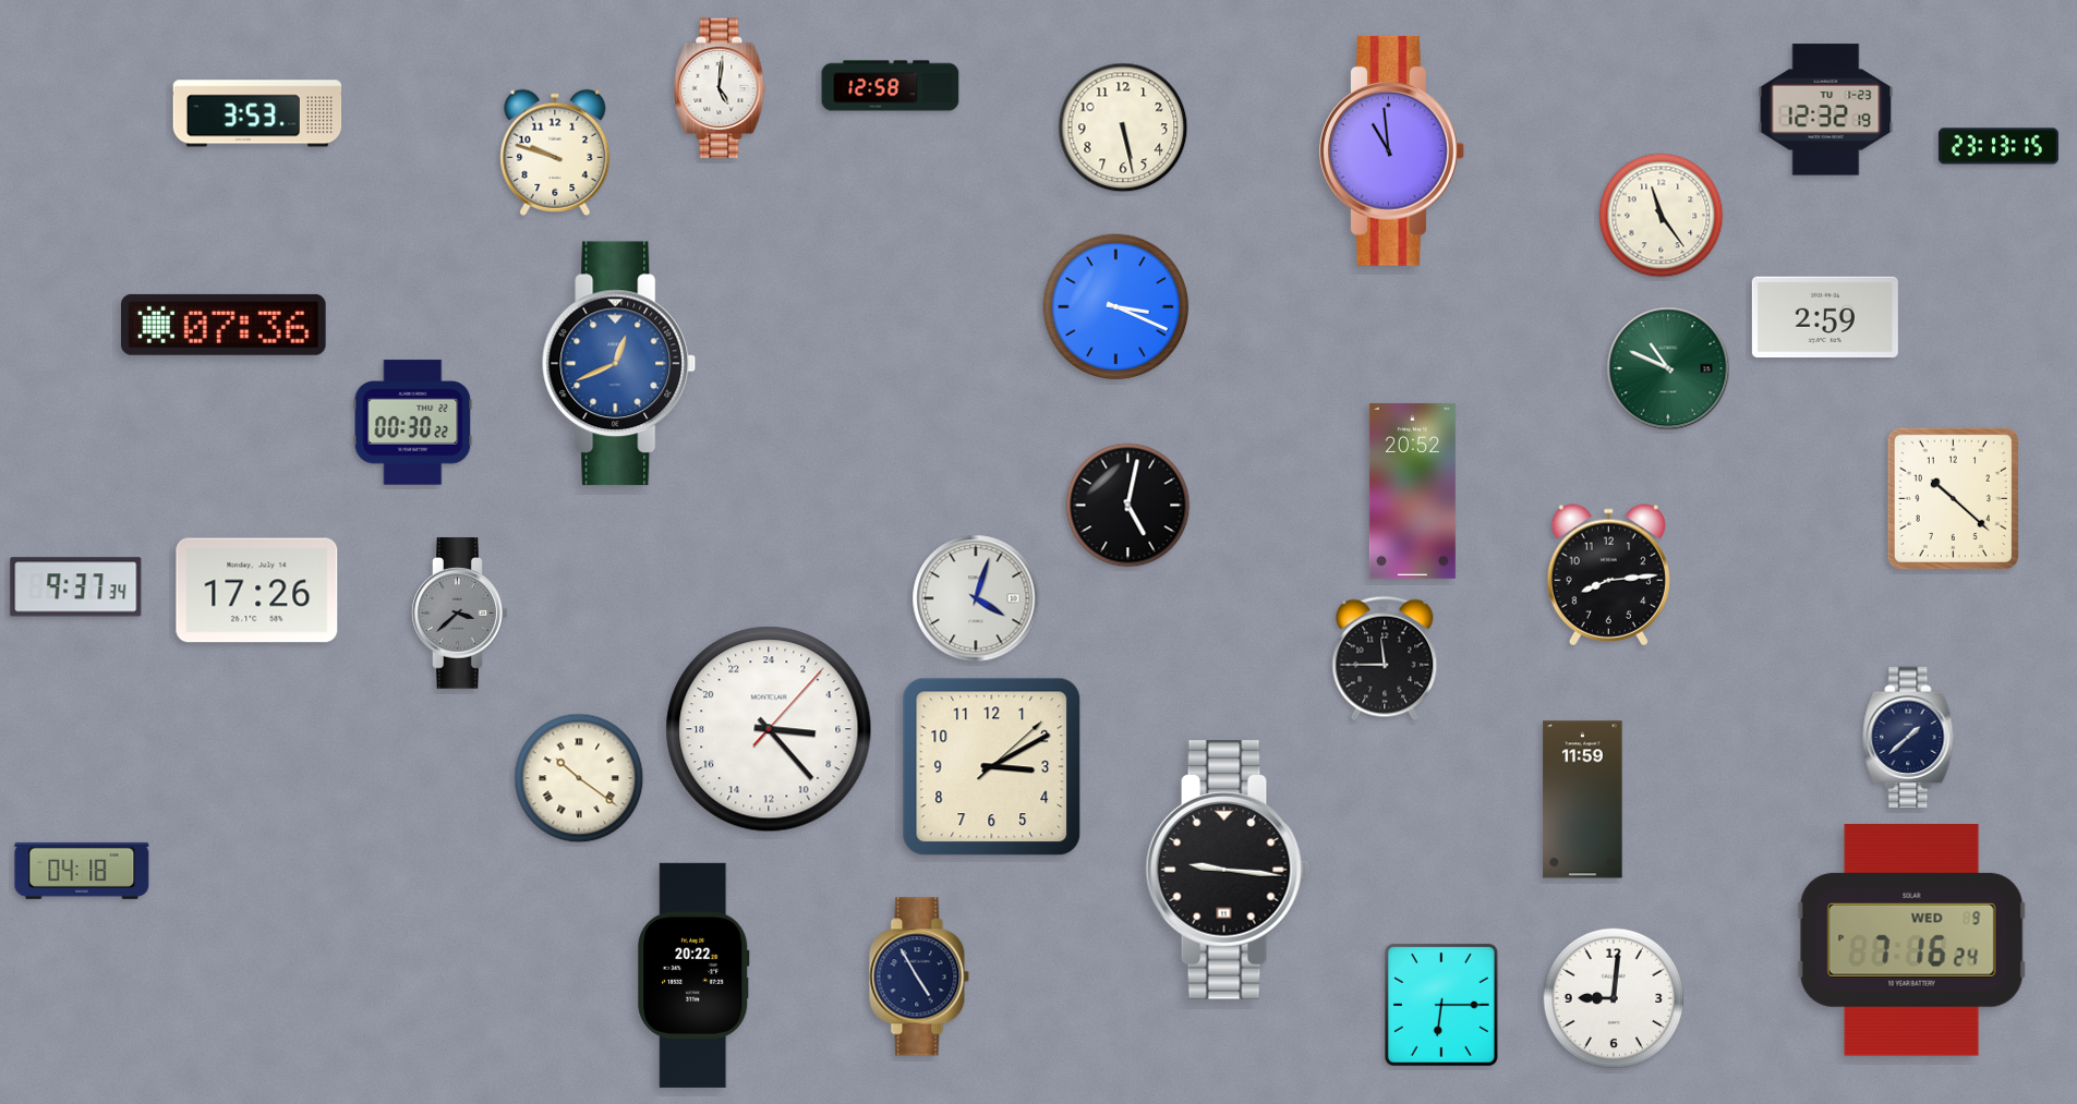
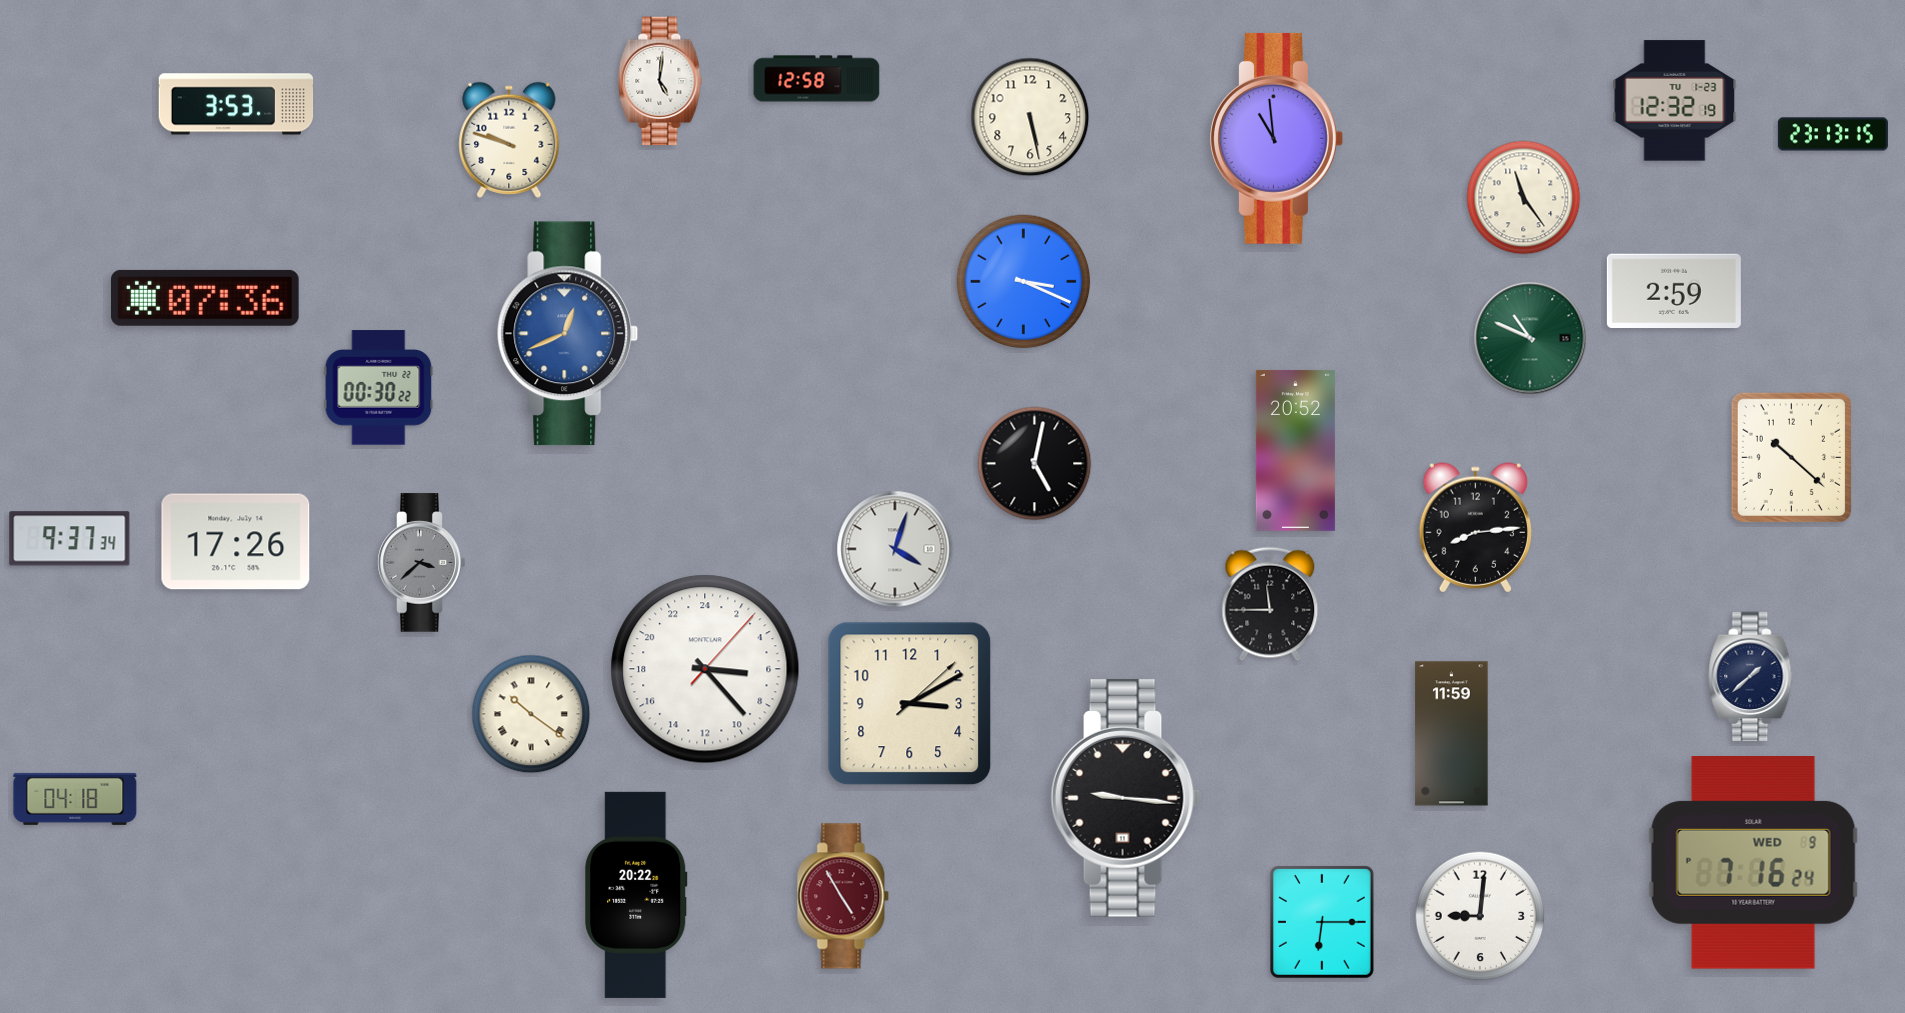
clock at (919, 976) dial: navy -> burgundy
